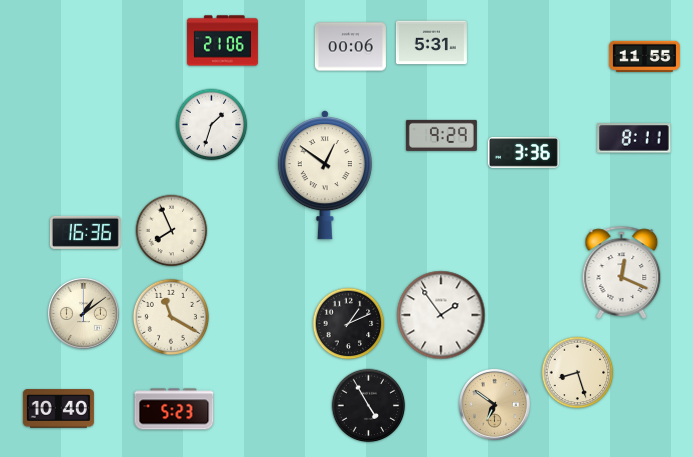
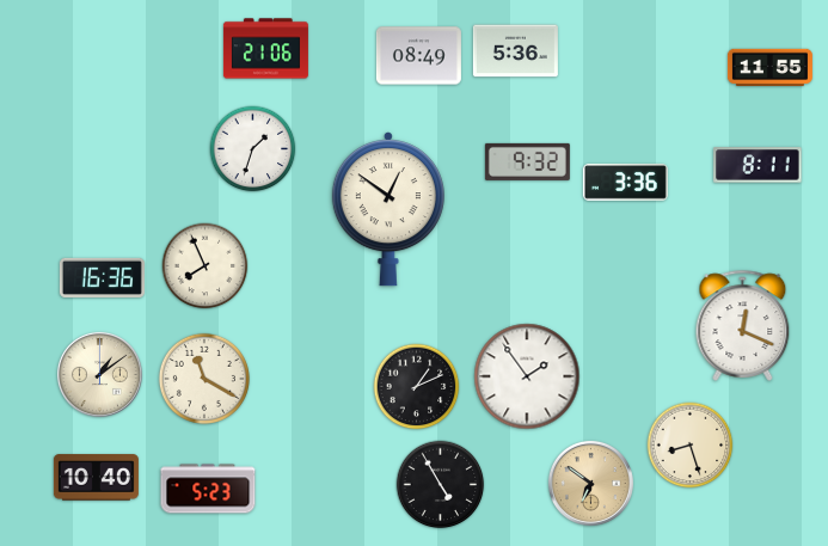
clock at (431, 43): 5:31 -> 5:36
clock at (350, 47): 00:06 -> 08:49
clock at (441, 135): 9:29 -> 9:32
clock at (172, 231) position: (172, 231) -> (206, 266)
clock at (58, 409) position: (58, 409) -> (96, 478)
